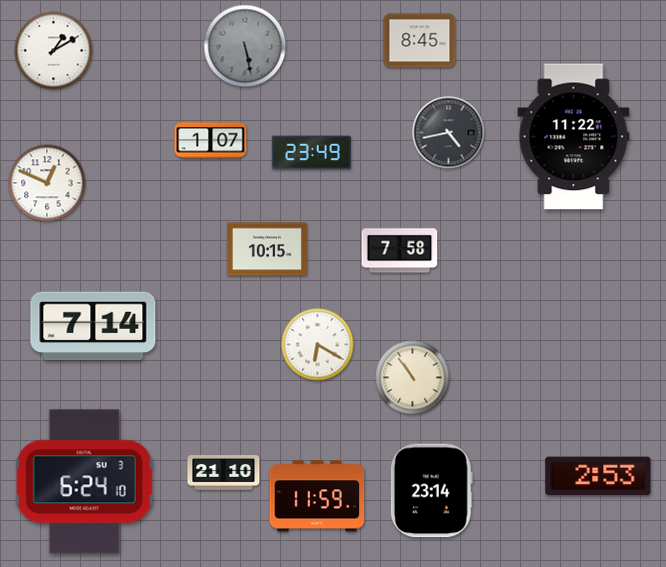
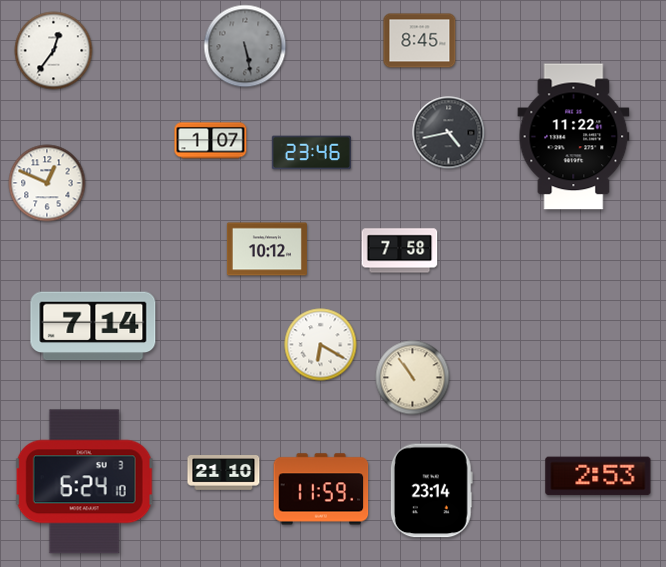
clock at (54, 51): 1:10 -> 12:36
clock at (311, 153): 23:49 -> 23:46
clock at (267, 249): 10:15 -> 10:12
clock at (318, 345) position: (318, 345) -> (321, 345)
clock at (317, 496) position: (317, 496) -> (321, 489)
